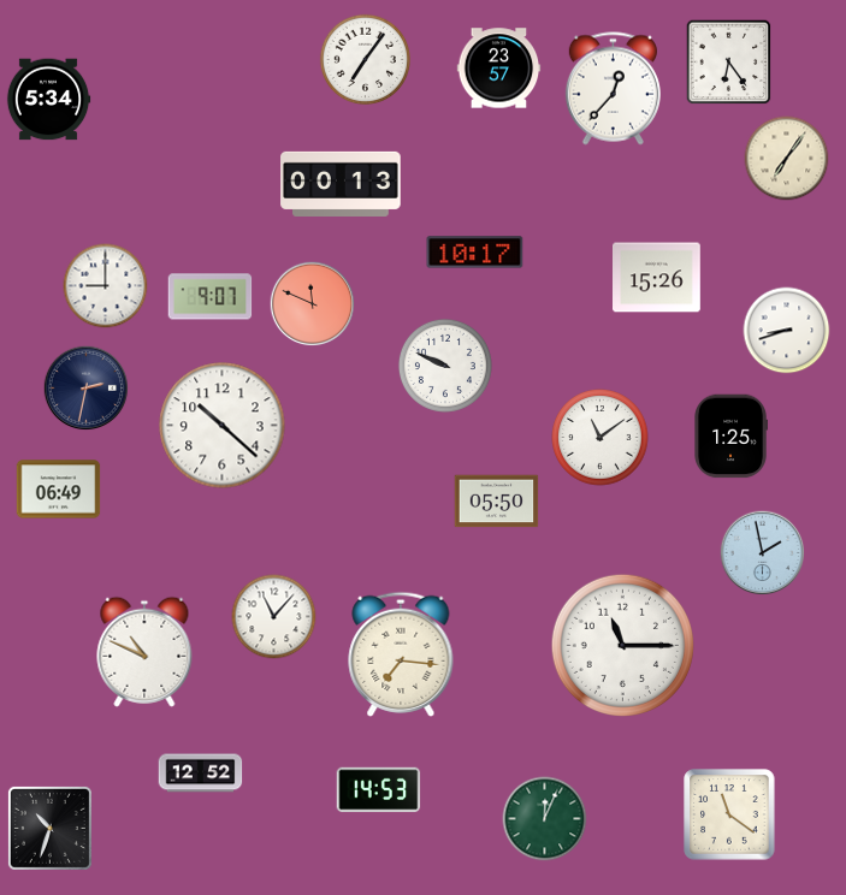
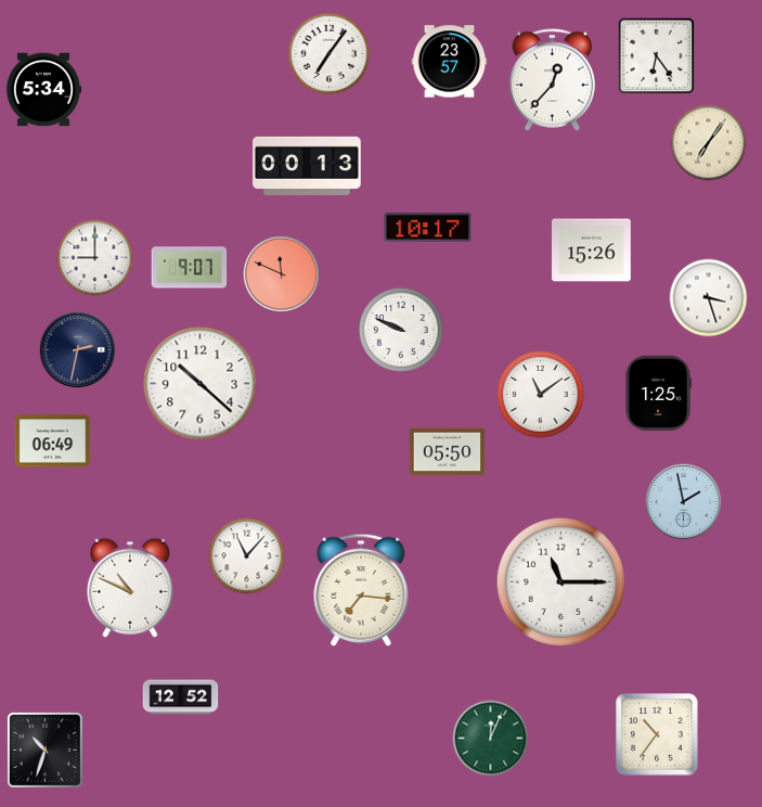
clock at (787, 331): 8:42 -> 3:27
clock at (763, 553) position: (763, 553) -> (684, 502)
clock at (379, 790): 14:53 -> none
clock at (729, 814): 11:21 -> 10:36
clock at (49, 828) position: (49, 828) -> (44, 750)
